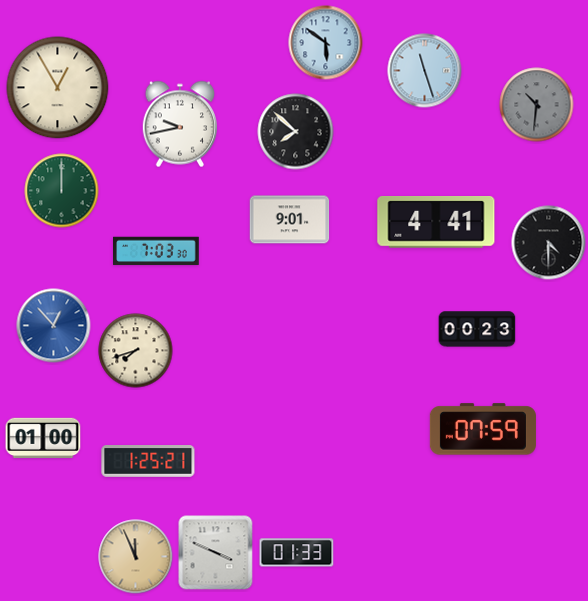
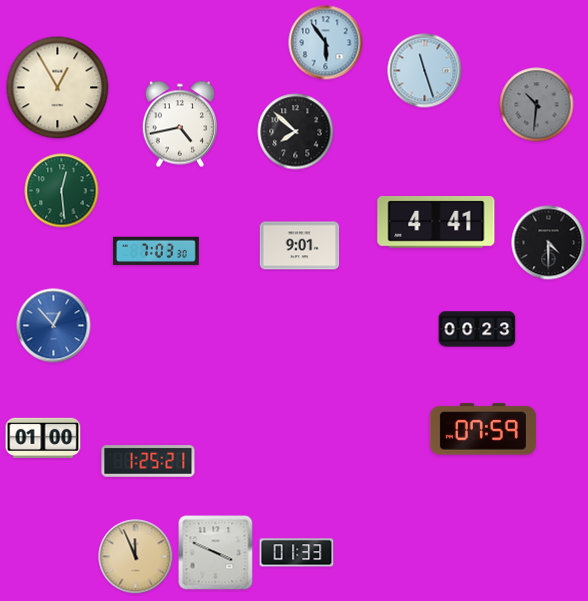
clock at (326, 43): 5:51 -> 5:54
clock at (179, 124): 9:43 -> 4:43
clock at (62, 191): 12:00 -> 12:29
clock at (290, 220) position: (290, 220) -> (300, 246)
clock at (136, 351): 7:42 -> none
